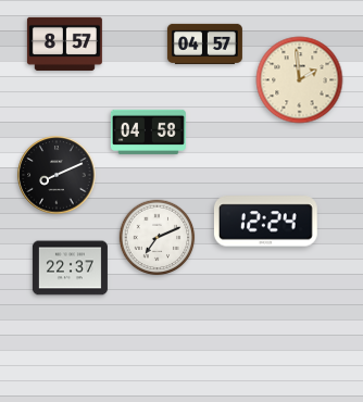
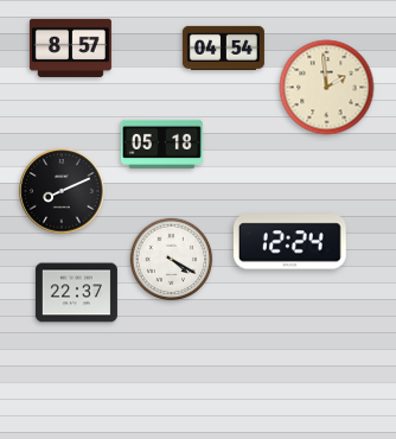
clock at (204, 43): 04:57 -> 04:54
clock at (148, 131): 04:58 -> 05:18
clock at (158, 238): 7:11 -> 4:20
